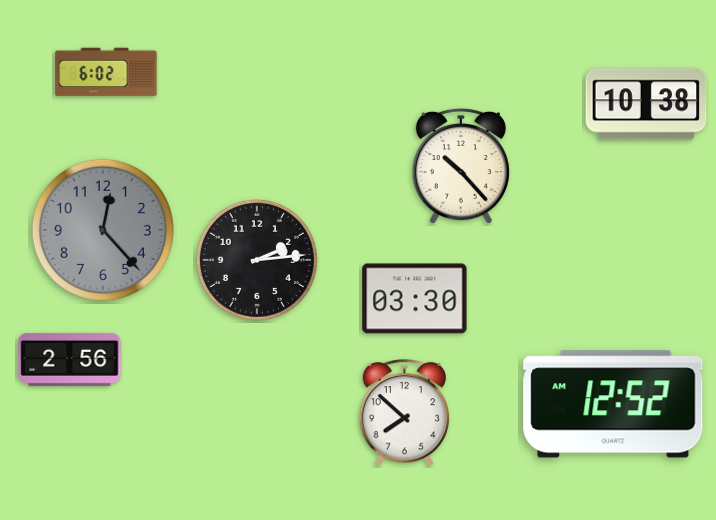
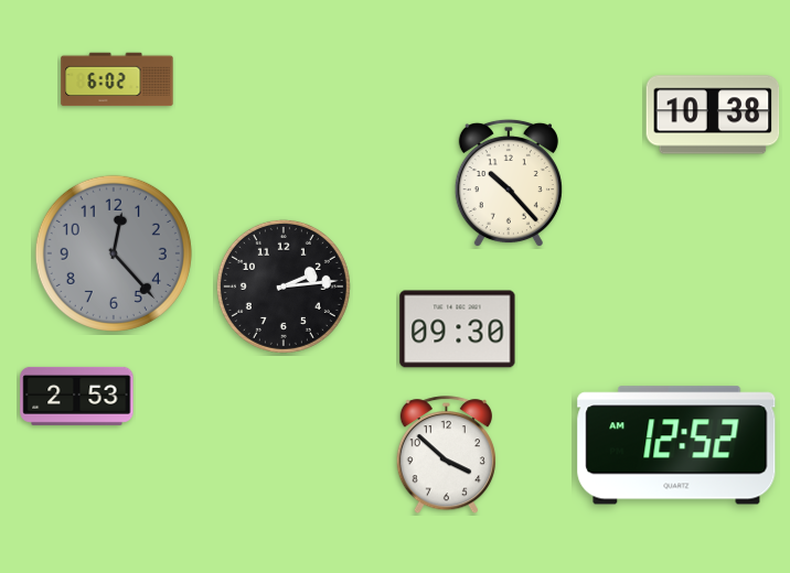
clock at (415, 299): 03:30 -> 09:30
clock at (70, 359): 2:56 -> 2:53
clock at (404, 413): 7:52 -> 3:52
